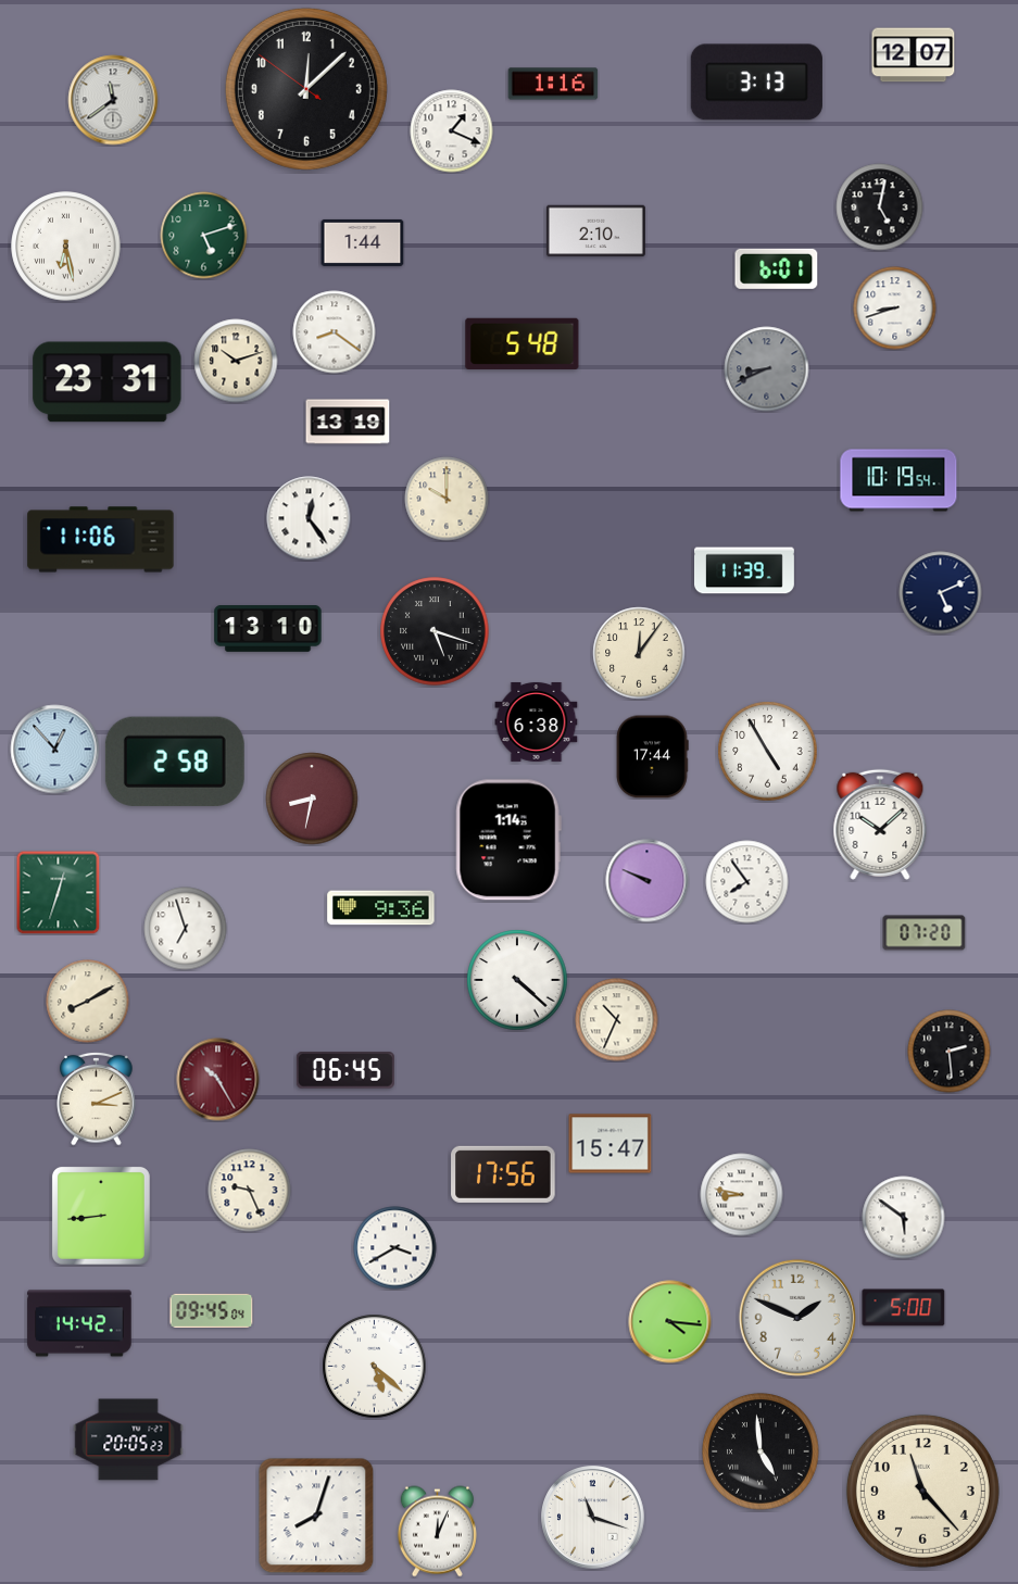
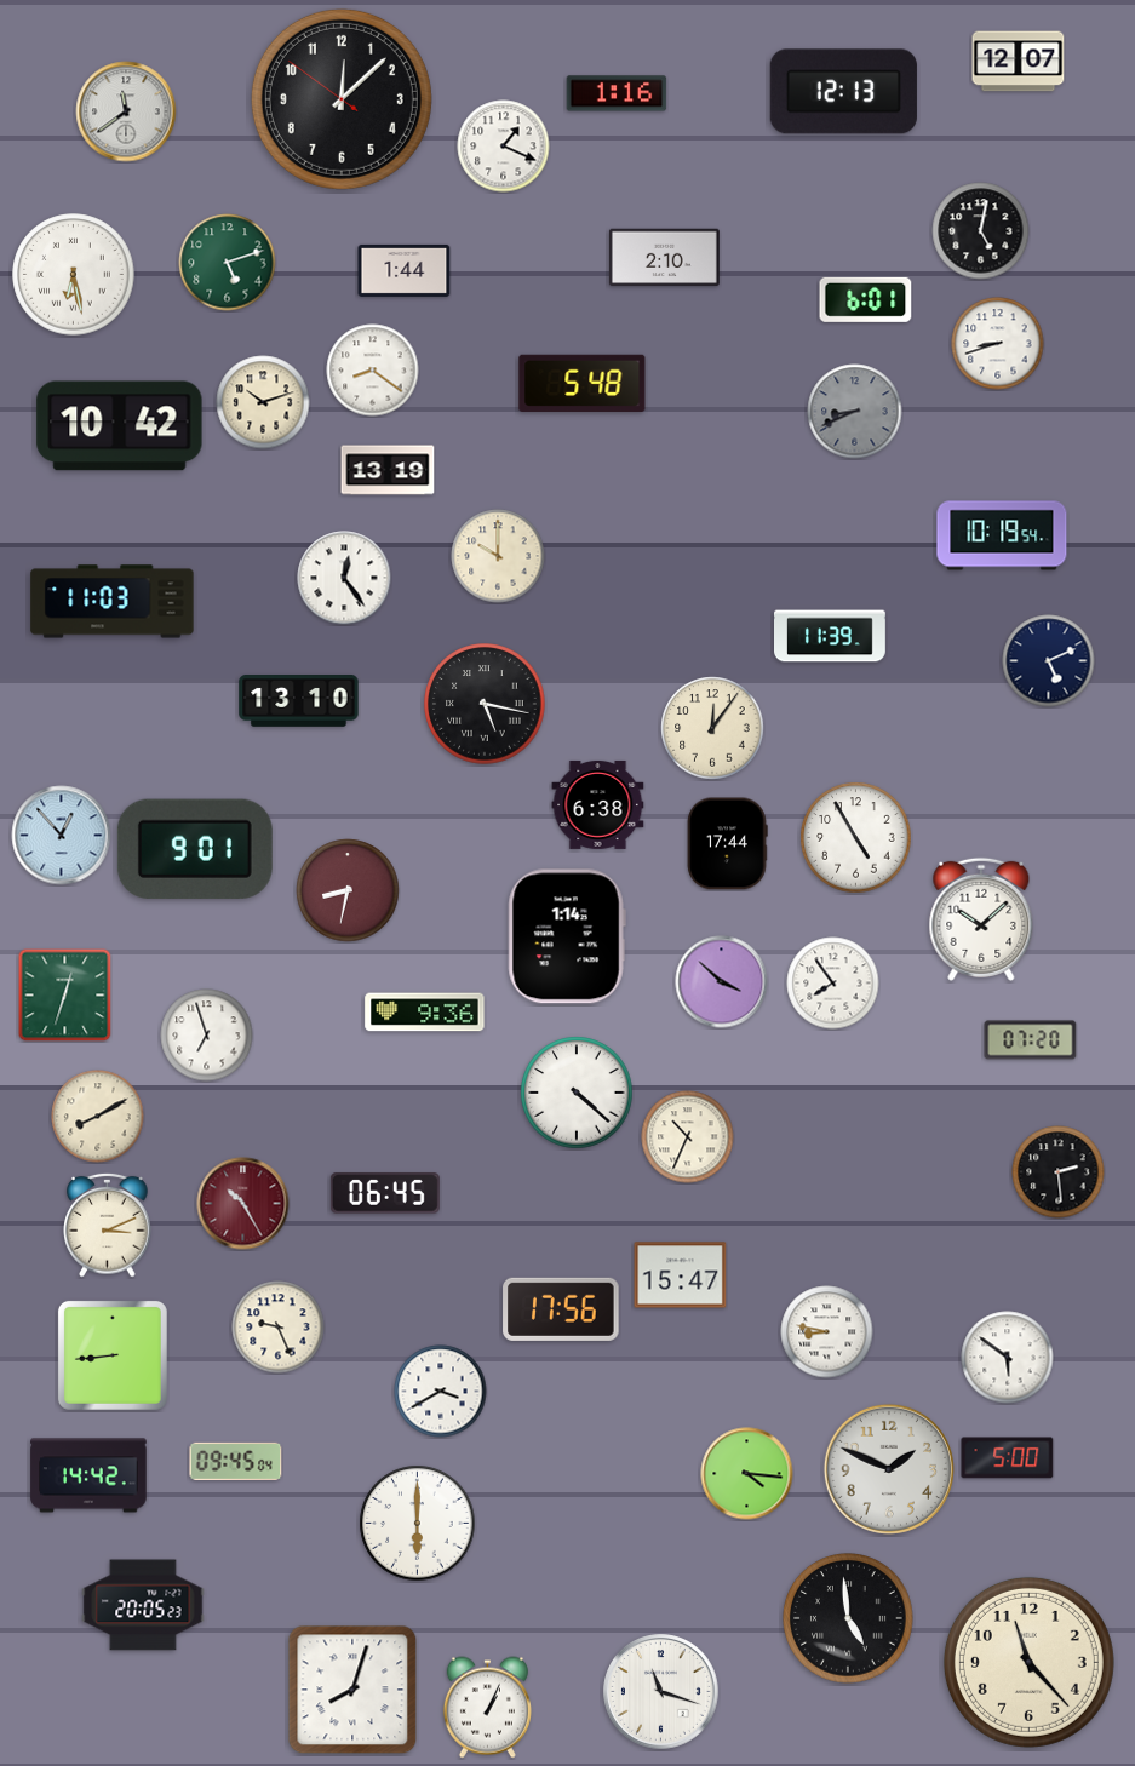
clock at (756, 83): 3:13 -> 12:13
clock at (108, 382): 23:31 -> 10:42
clock at (101, 540): 11:06 -> 11:03
clock at (435, 631): 5:18 -> 5:17
clock at (175, 762): 2:58 -> 9:01
clock at (648, 881): 9:49 -> 3:52
clock at (375, 1367): 5:22 -> 6:00
clock at (437, 1532): 12:04 -> 1:04
